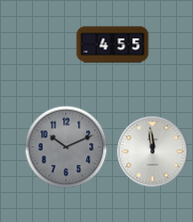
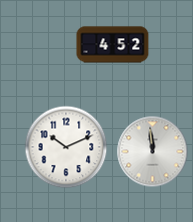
clock at (113, 45): 4:55 -> 4:52
clock at (66, 147) dial: grey -> white
